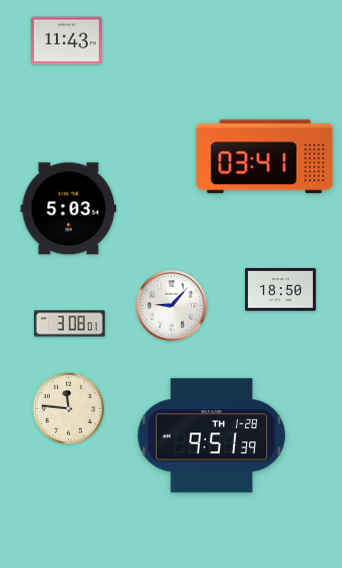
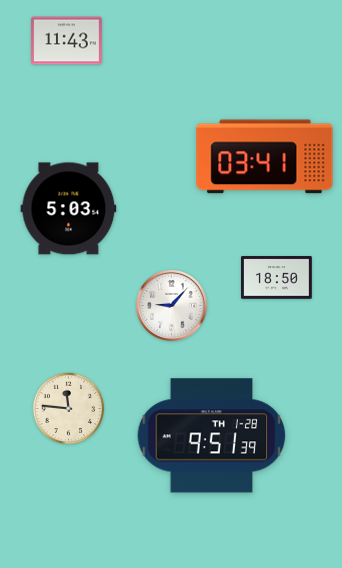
clock at (281, 290) position: (281, 290) -> (277, 278)
clock at (70, 324): 3:08 -> none
